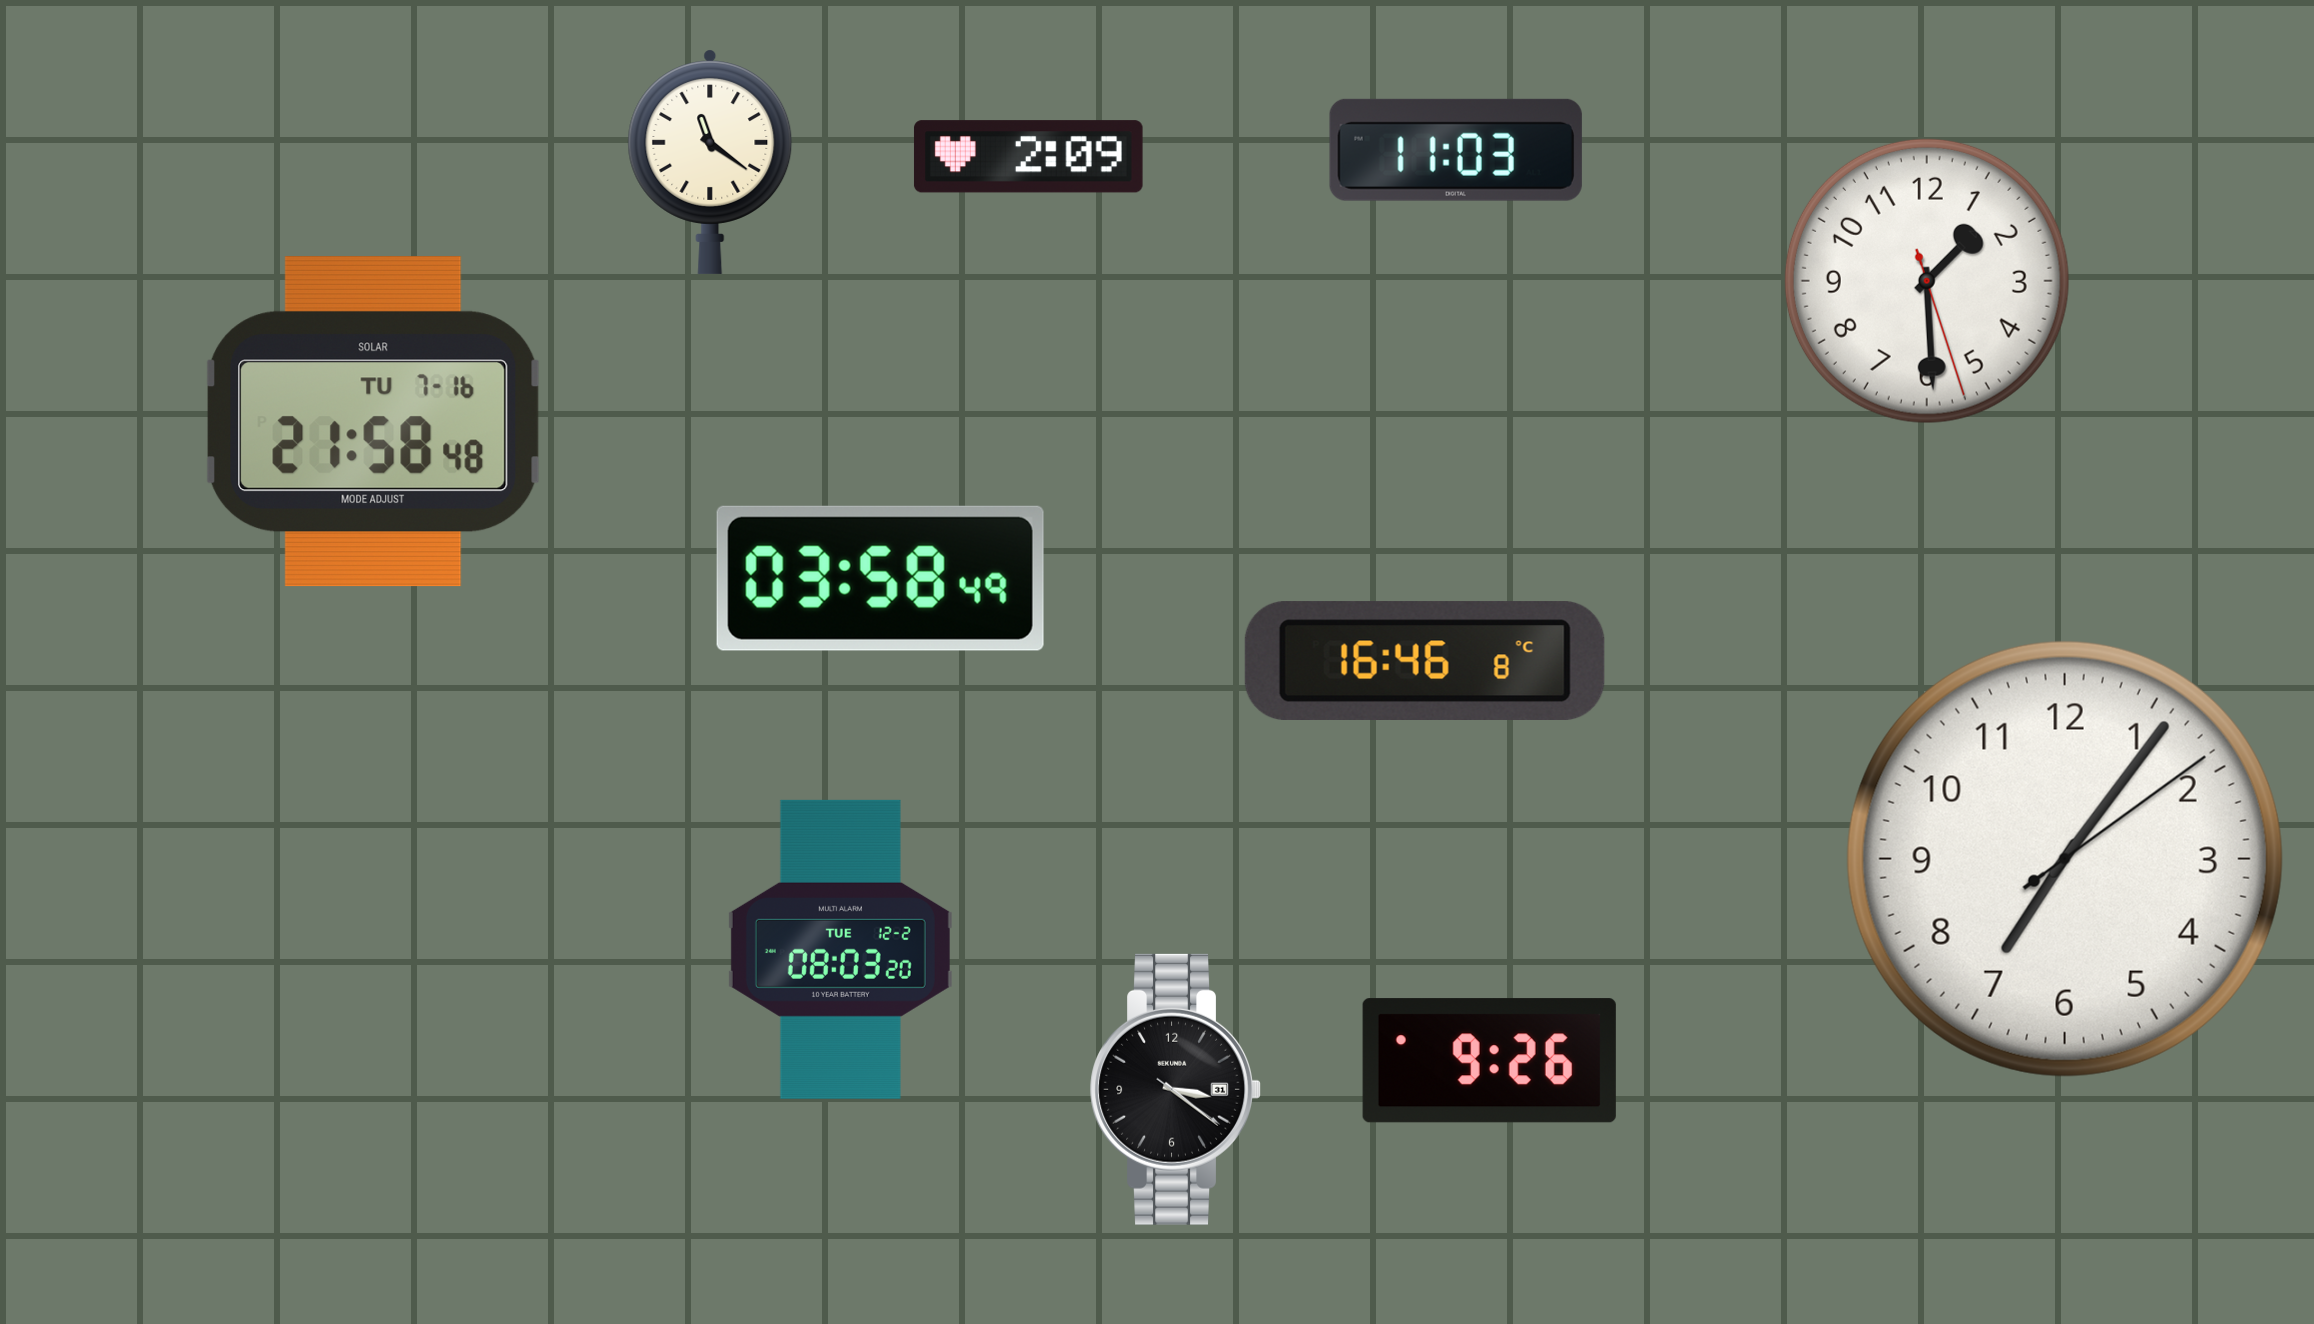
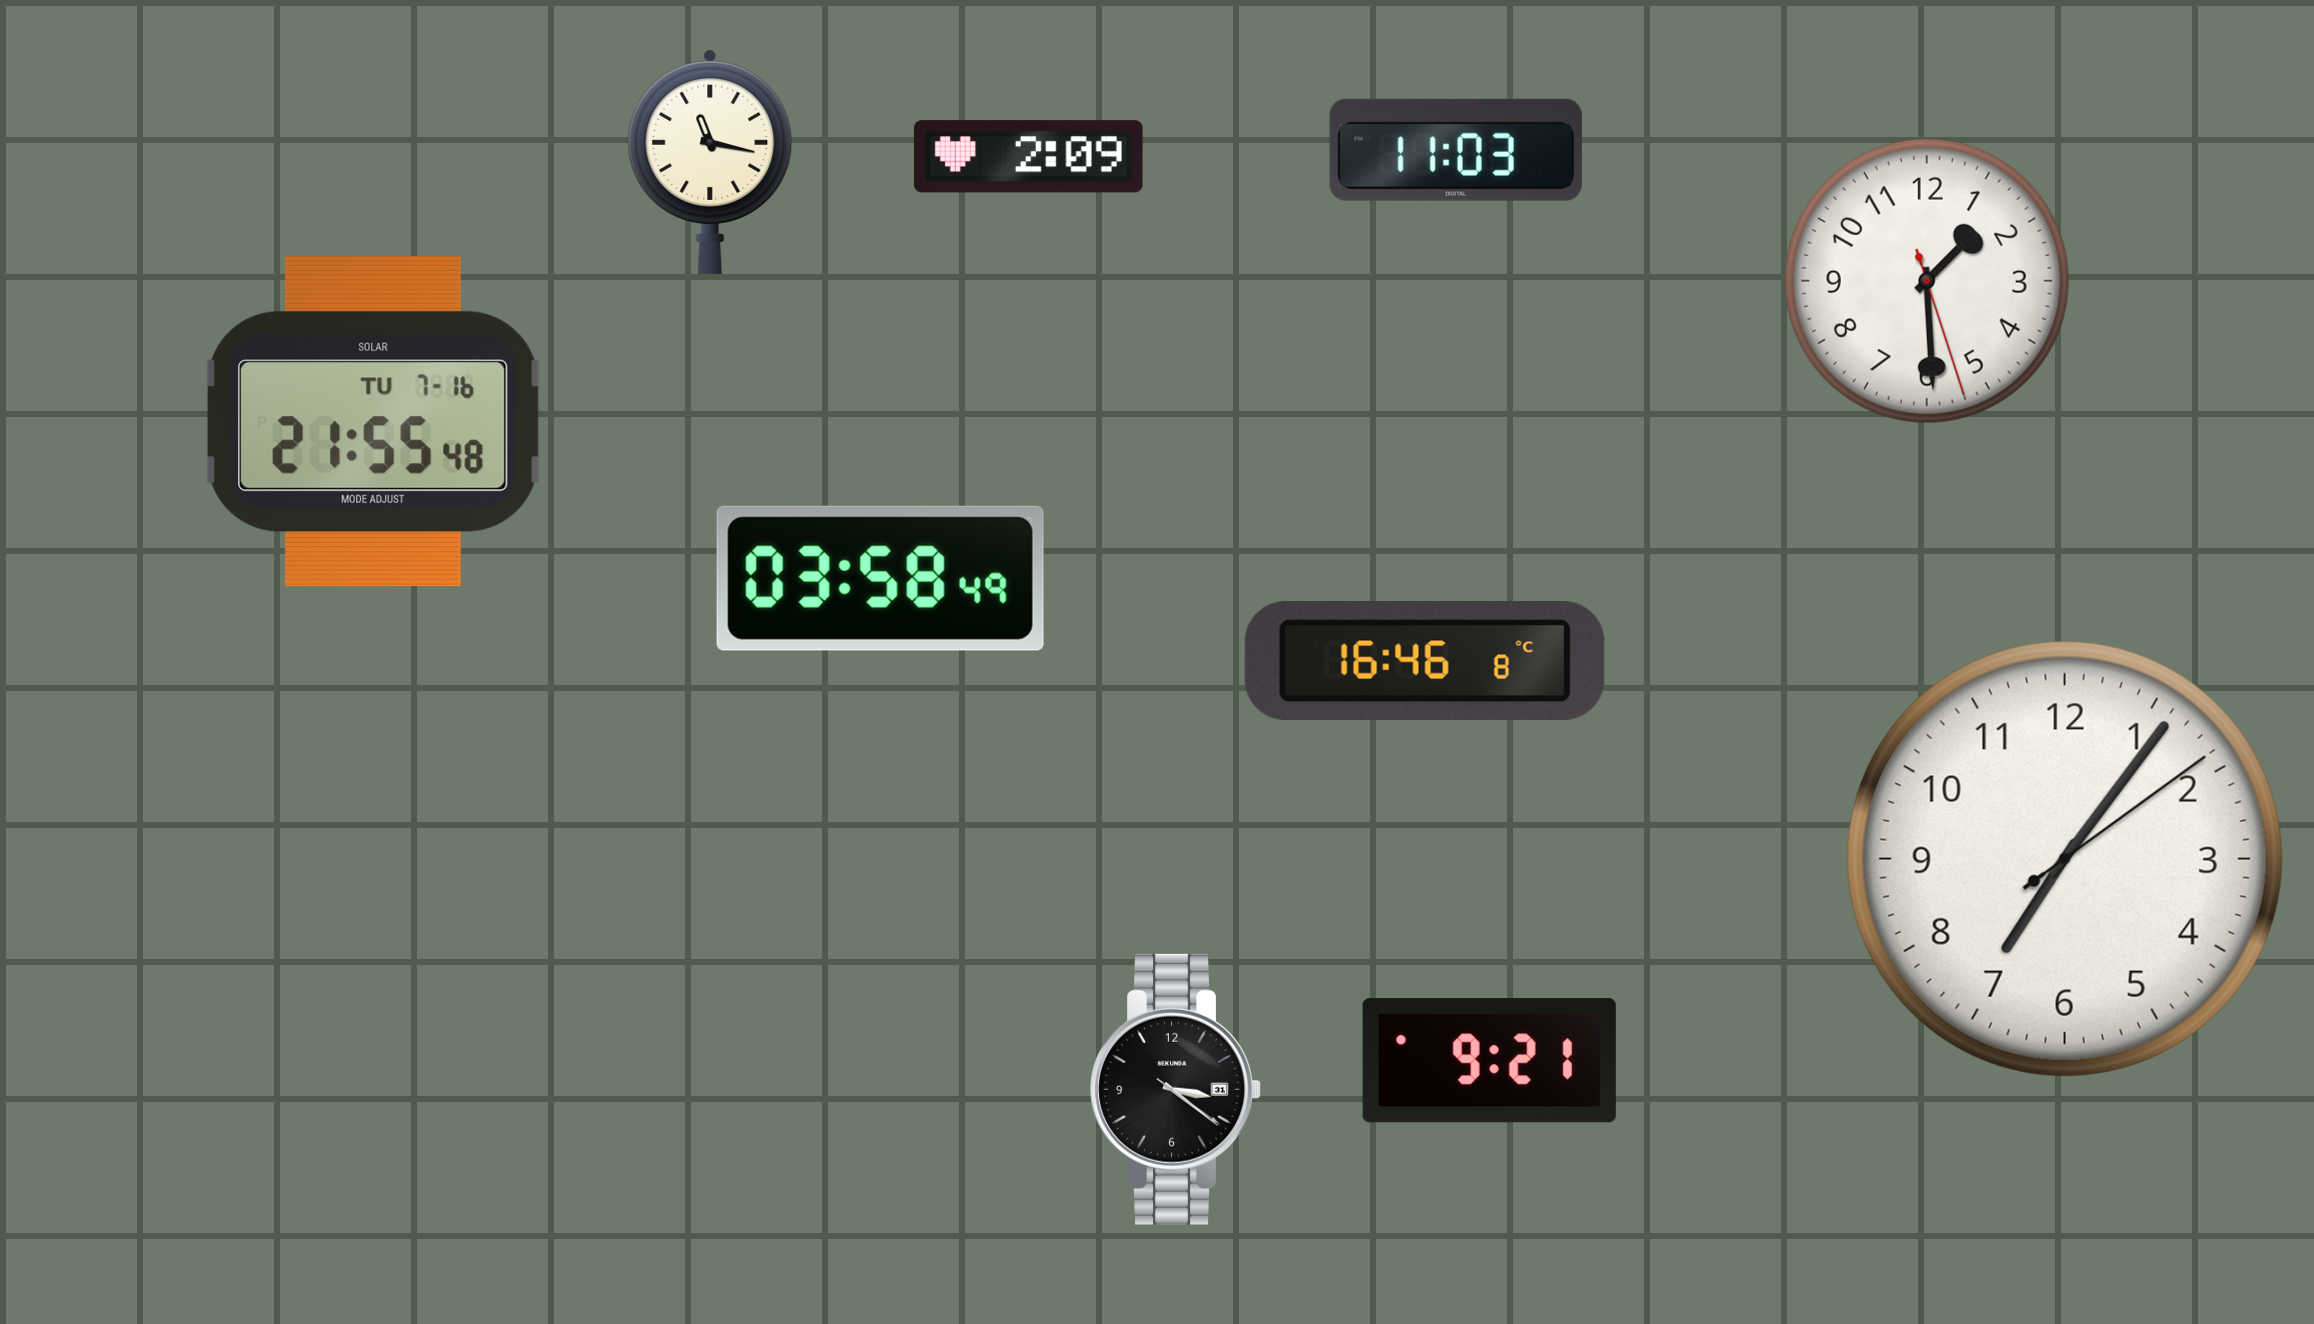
clock at (710, 162): 11:21 -> 11:17
clock at (374, 422): 21:58 -> 21:55
clock at (840, 949): 08:03 -> none
clock at (1489, 1061): 9:26 -> 9:21
